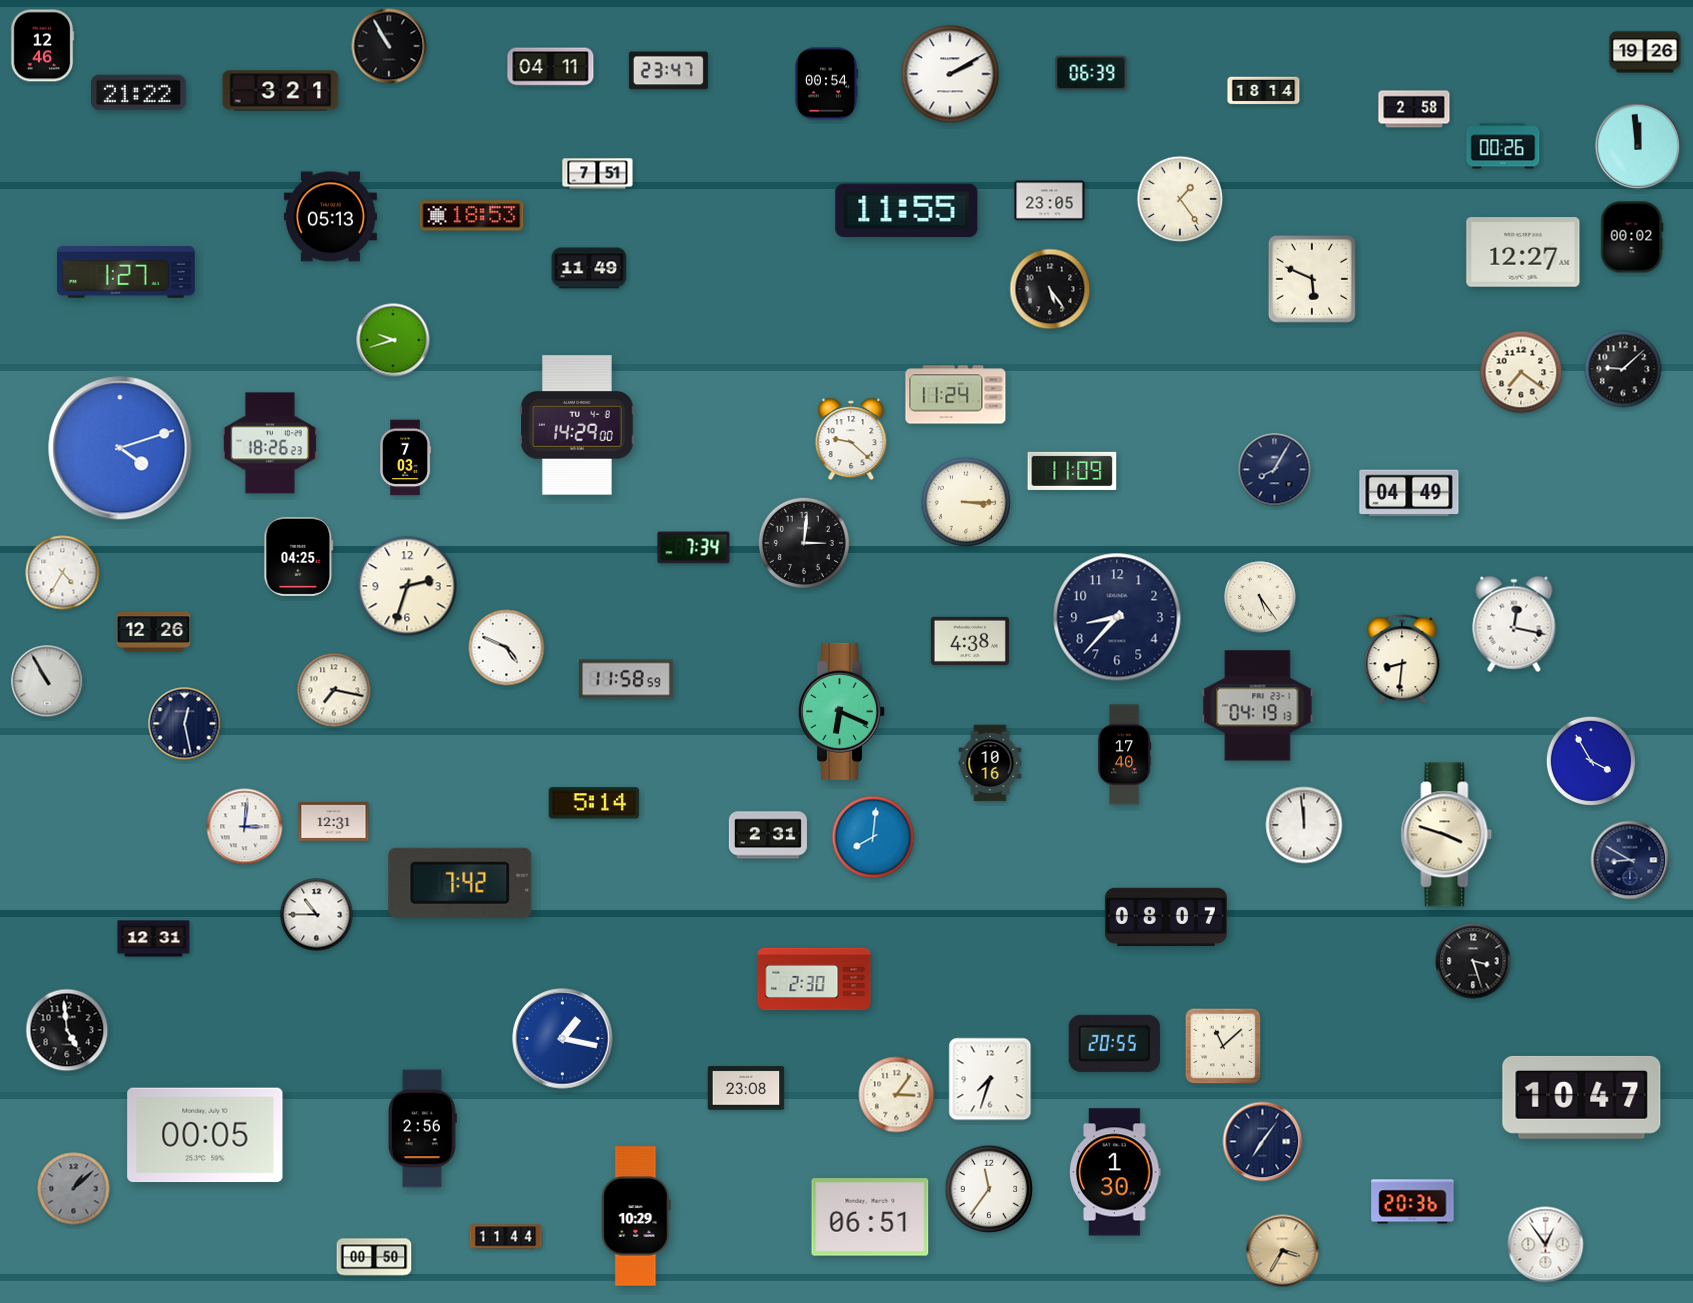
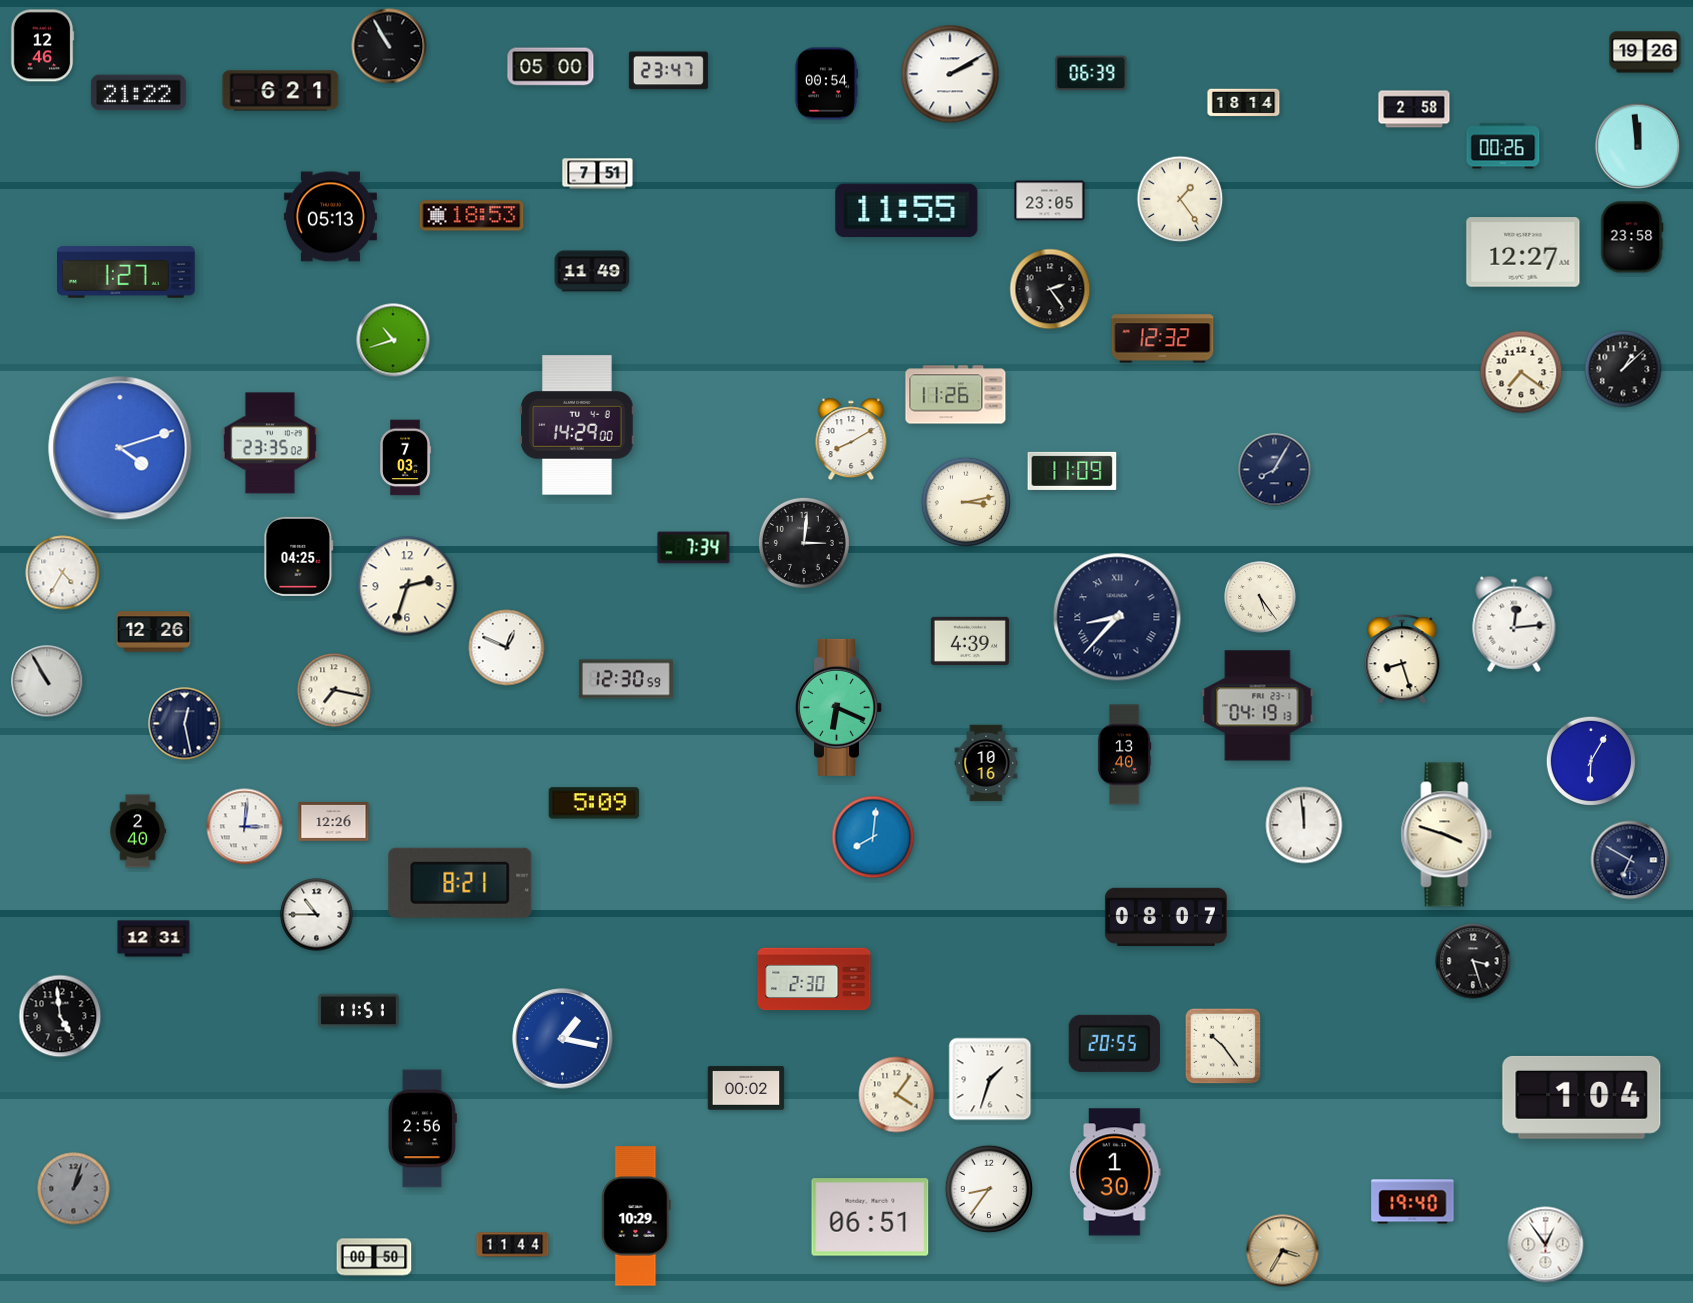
clock at (551, 67): 04:11 -> 05:00
clock at (281, 91): 3:21 -> 6:21
clock at (1264, 91) position: (1264, 91) -> (1244, 103)
clock at (1632, 237): 00:02 -> 23:58
clock at (589, 268) position: (589, 268) -> (592, 271)
clock at (1312, 279): 5:49 -> none
clock at (1050, 289): 5:24 -> 2:24
clock at (1163, 339): none -> 12:32
clock at (393, 340): 9:42 -> 10:42
clock at (1623, 369): 9:08 -> 1:08
clock at (956, 395): 11:24 -> 11:26
clock at (851, 439): 9:22 -> 8:10
clock at (270, 443): 18:26 -> 23:35
clock at (1409, 493): 04:49 -> none
clock at (966, 502): 3:15 -> 3:13
clock at (1117, 617) numerals: Arabic -> Roman
clock at (1514, 624): 12:17 -> 12:14
clock at (970, 641): 4:38 -> 4:39
clock at (507, 648): 4:49 -> 12:49
clock at (1402, 660): 8:31 -> 8:27
clock at (626, 679): 11:58 -> 12:30
clock at (842, 711) position: (842, 711) -> (839, 707)
clock at (1124, 755): 17:40 -> 13:40
clock at (1591, 761): 3:55 -> 6:05
clock at (990, 763) position: (990, 763) -> (986, 763)
clock at (594, 803): 5:14 -> 5:09
clock at (334, 821): 12:31 -> 12:26
clock at (138, 831): none -> 2:40
clock at (768, 835): 2:31 -> none
clock at (1630, 860): 8:50 -> 6:50
clock at (460, 883): 7:42 -> 8:21
clock at (359, 1011): none -> 11:51
clock at (67, 1030) position: (67, 1030) -> (60, 1016)
clock at (1223, 1046): 11:08 -> 10:24
clock at (990, 1079): 7:33 -> 1:33
clock at (746, 1088): 23:08 -> 00:02
clock at (897, 1095): 3:06 -> 4:06
clock at (1582, 1097): 10:47 -> 1:04
clock at (205, 1135): 00:05 -> none
clock at (1263, 1142): 7:06 -> none
clock at (74, 1189): 1:08 -> 1:03
clock at (989, 1189): 11:36 -> 8:36
clock at (1413, 1202): 20:36 -> 19:40
clock at (506, 1237) position: (506, 1237) -> (513, 1245)
